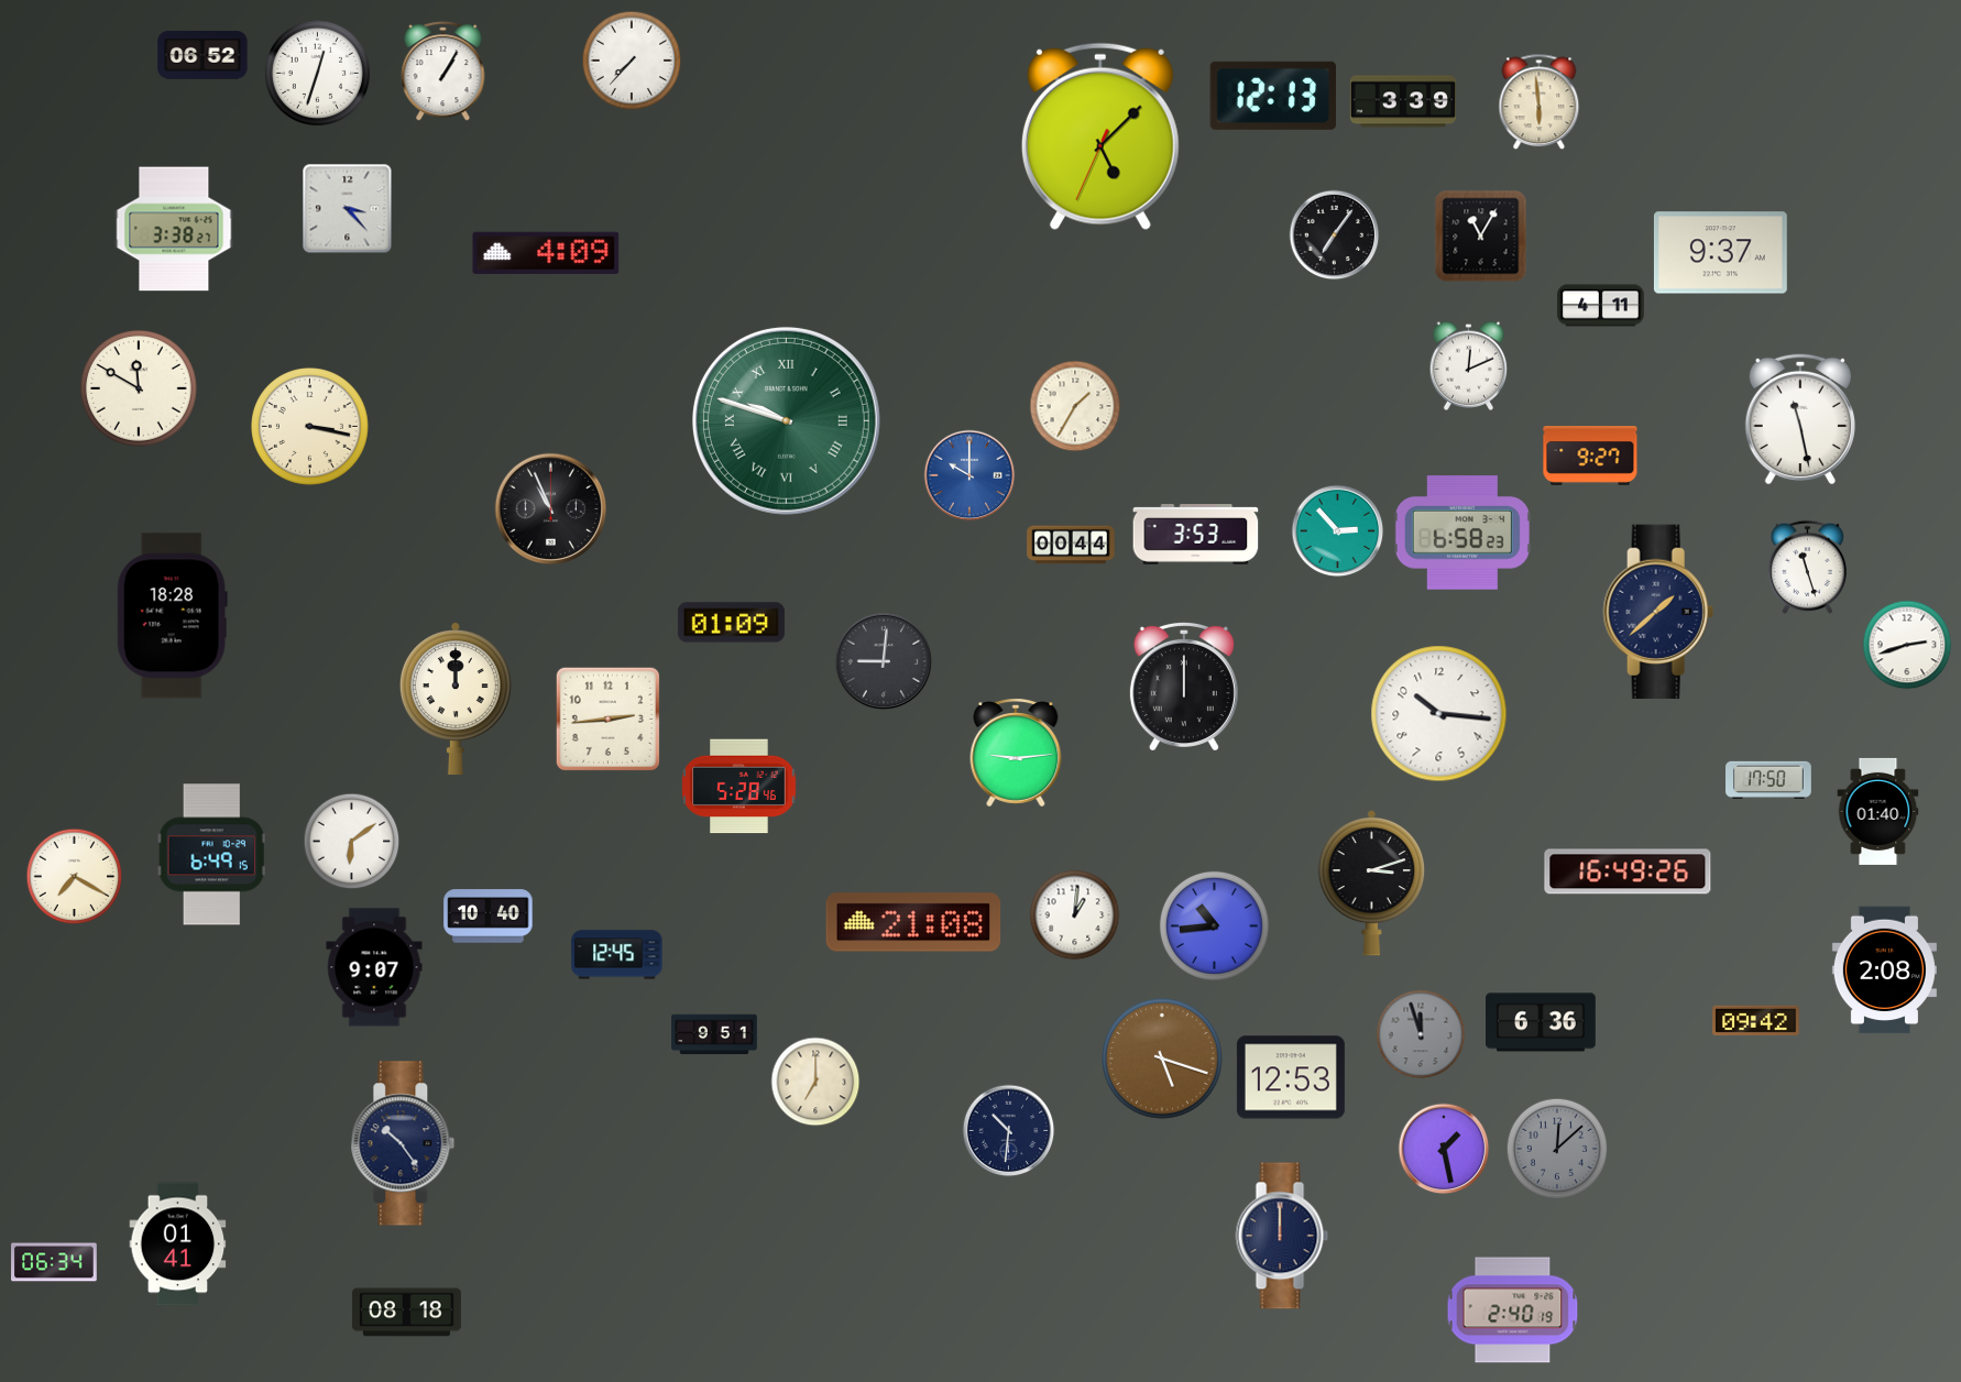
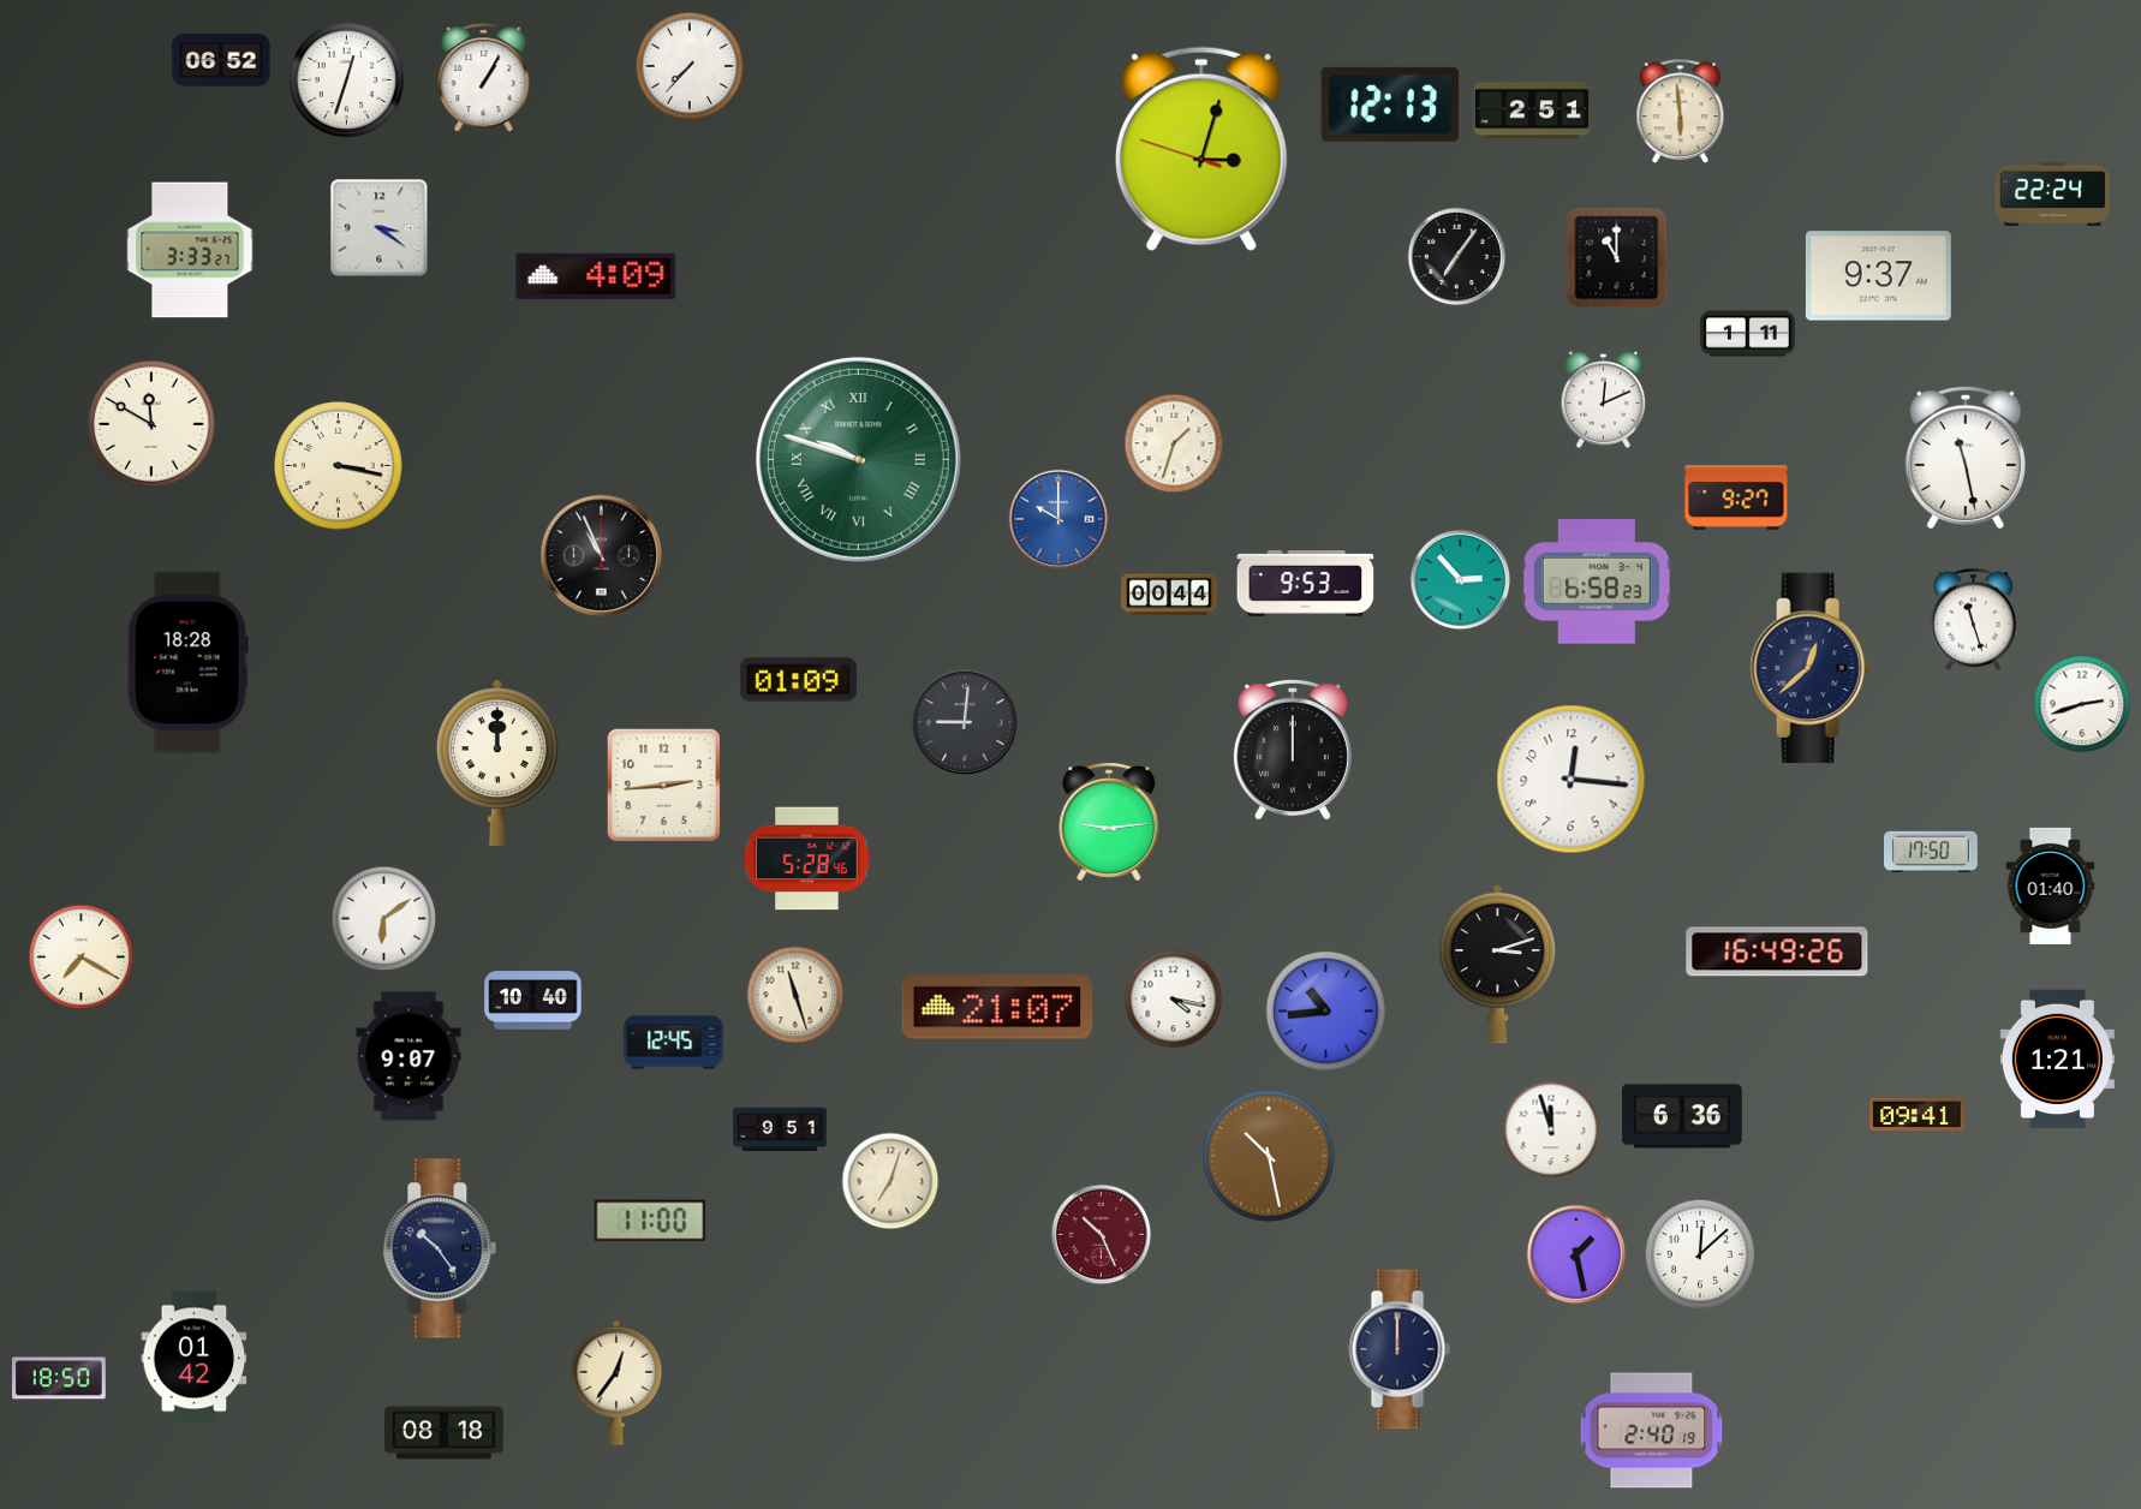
clock at (1403, 101): 3:39 -> 2:51
clock at (1100, 136): 5:07 -> 3:02
clock at (2052, 193): none -> 22:24
clock at (348, 209): 3:23 -> 3:21
clock at (174, 229): 3:38 -> 3:33
clock at (1481, 237): 11:05 -> 11:00
clock at (1601, 306): 4:11 -> 1:11
clock at (1075, 406): 1:35 -> 1:33
clock at (1196, 535): 3:53 -> 9:53
clock at (1658, 612): 1:38 -> 12:38
clock at (172, 616) position: (172, 616) -> (187, 663)
clock at (1439, 714): 10:16 -> 12:16
clock at (211, 855): 6:49 -> none
clock at (795, 995): none -> 11:27
clock at (1075, 915): 1:01 -> 4:17
clock at (913, 922): 21:08 -> 21:07
clock at (1884, 970): 2:08 -> 1:21
clock at (1756, 1020): 09:42 -> 09:41
clock at (1421, 1034) dial: grey -> white
clock at (1162, 1059): 5:18 -> 10:28
clock at (1291, 1077): 12:53 -> none
clock at (815, 1082): 7:00 -> 7:03
clock at (650, 1221): none -> 11:00
clock at (1009, 1131): 10:31 -> 10:26
clock at (1009, 1131) dial: navy -> burgundy
clock at (1557, 1149) dial: grey -> white
clock at (178, 1244): 01:41 -> 01:42
clock at (55, 1262): 06:34 -> 18:50
clock at (616, 1383): none -> 12:36
